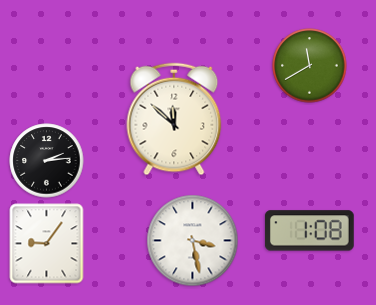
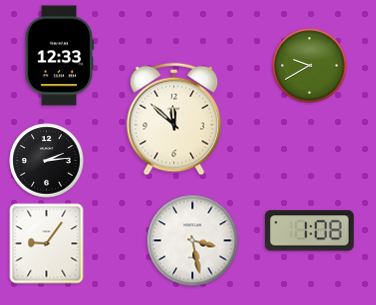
clock at (59, 56): none -> 12:33
clock at (310, 66): 11:40 -> 9:40
